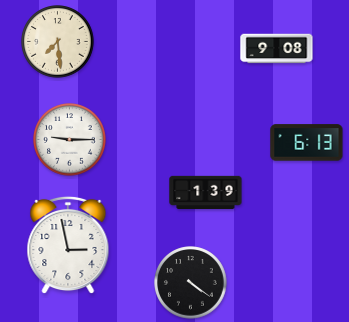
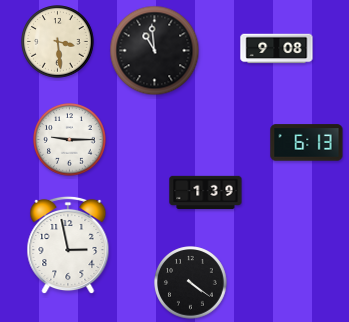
clock at (58, 42): 7:29 -> 3:29
clock at (155, 51): none -> 10:59
